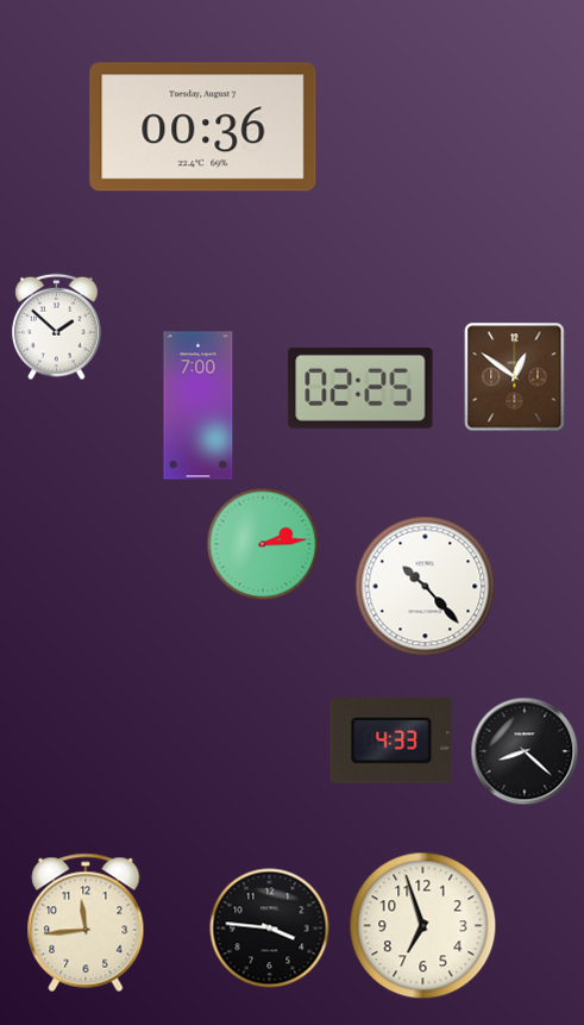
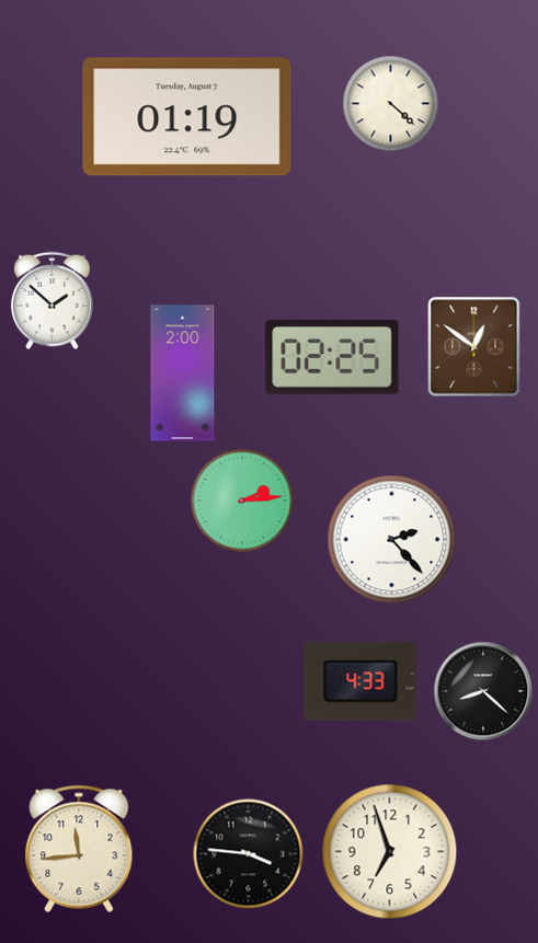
clock at (391, 104): none -> 4:22
clock at (203, 127): 00:36 -> 01:19
clock at (199, 406): 7:00 -> 2:00
clock at (426, 587): 10:23 -> 2:23
